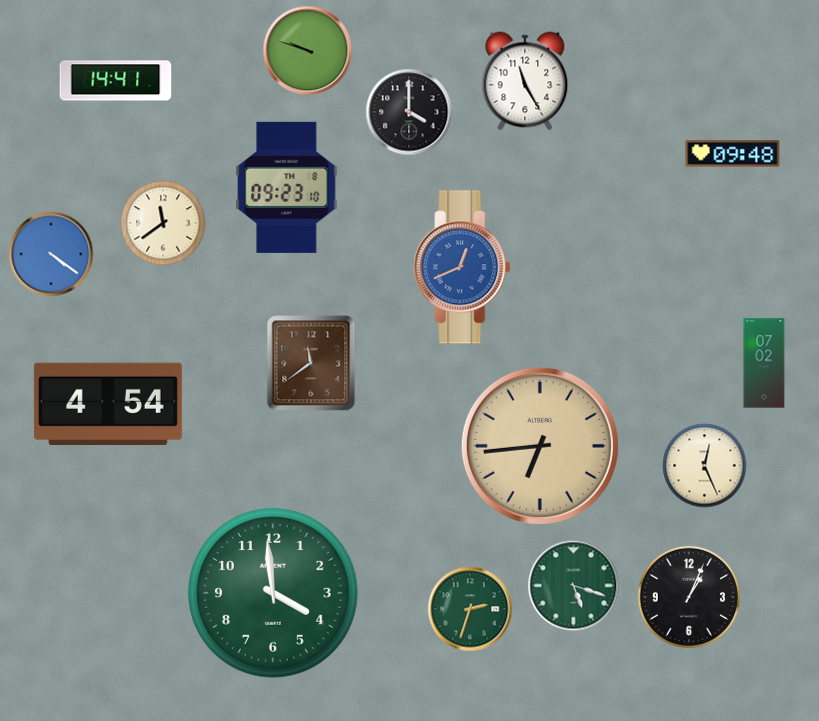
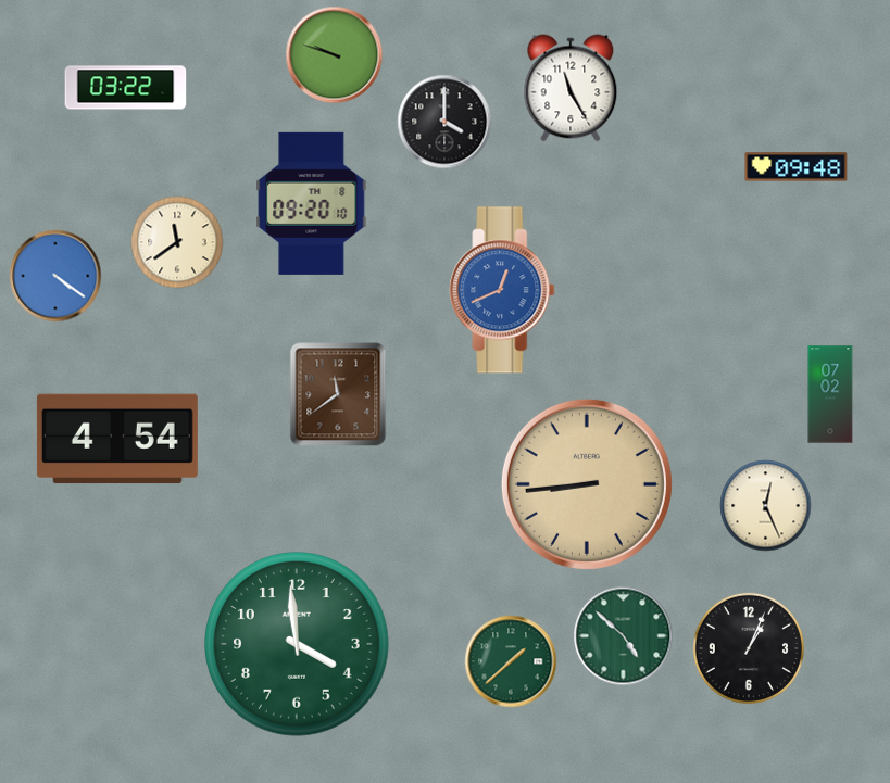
clock at (116, 81): 14:41 -> 03:22
clock at (287, 187): 09:23 -> 09:20
clock at (540, 446): 6:44 -> 8:44
clock at (574, 586): 5:18 -> 4:52
clock at (470, 609): 2:33 -> 1:38
